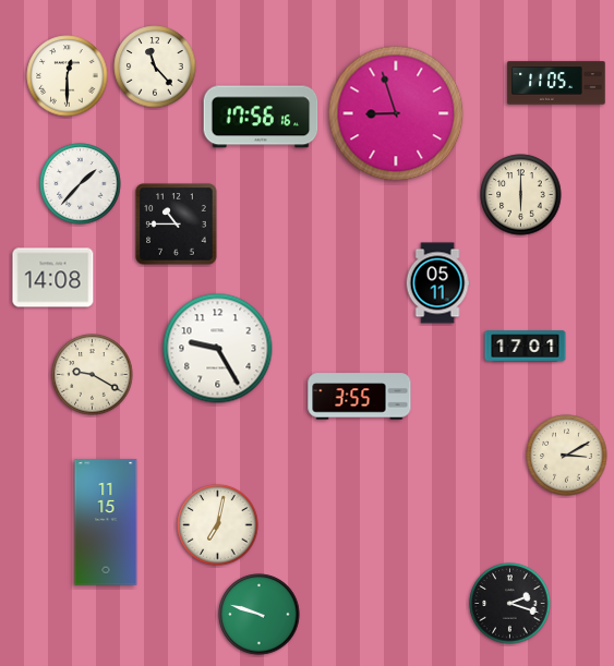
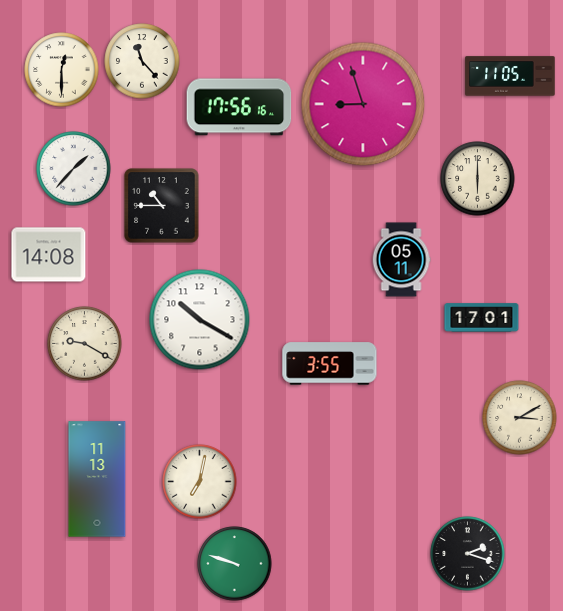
clock at (218, 349): 9:25 -> 10:20
clock at (106, 522): 11:15 -> 11:13
clock at (260, 615) position: (260, 615) -> (235, 564)
